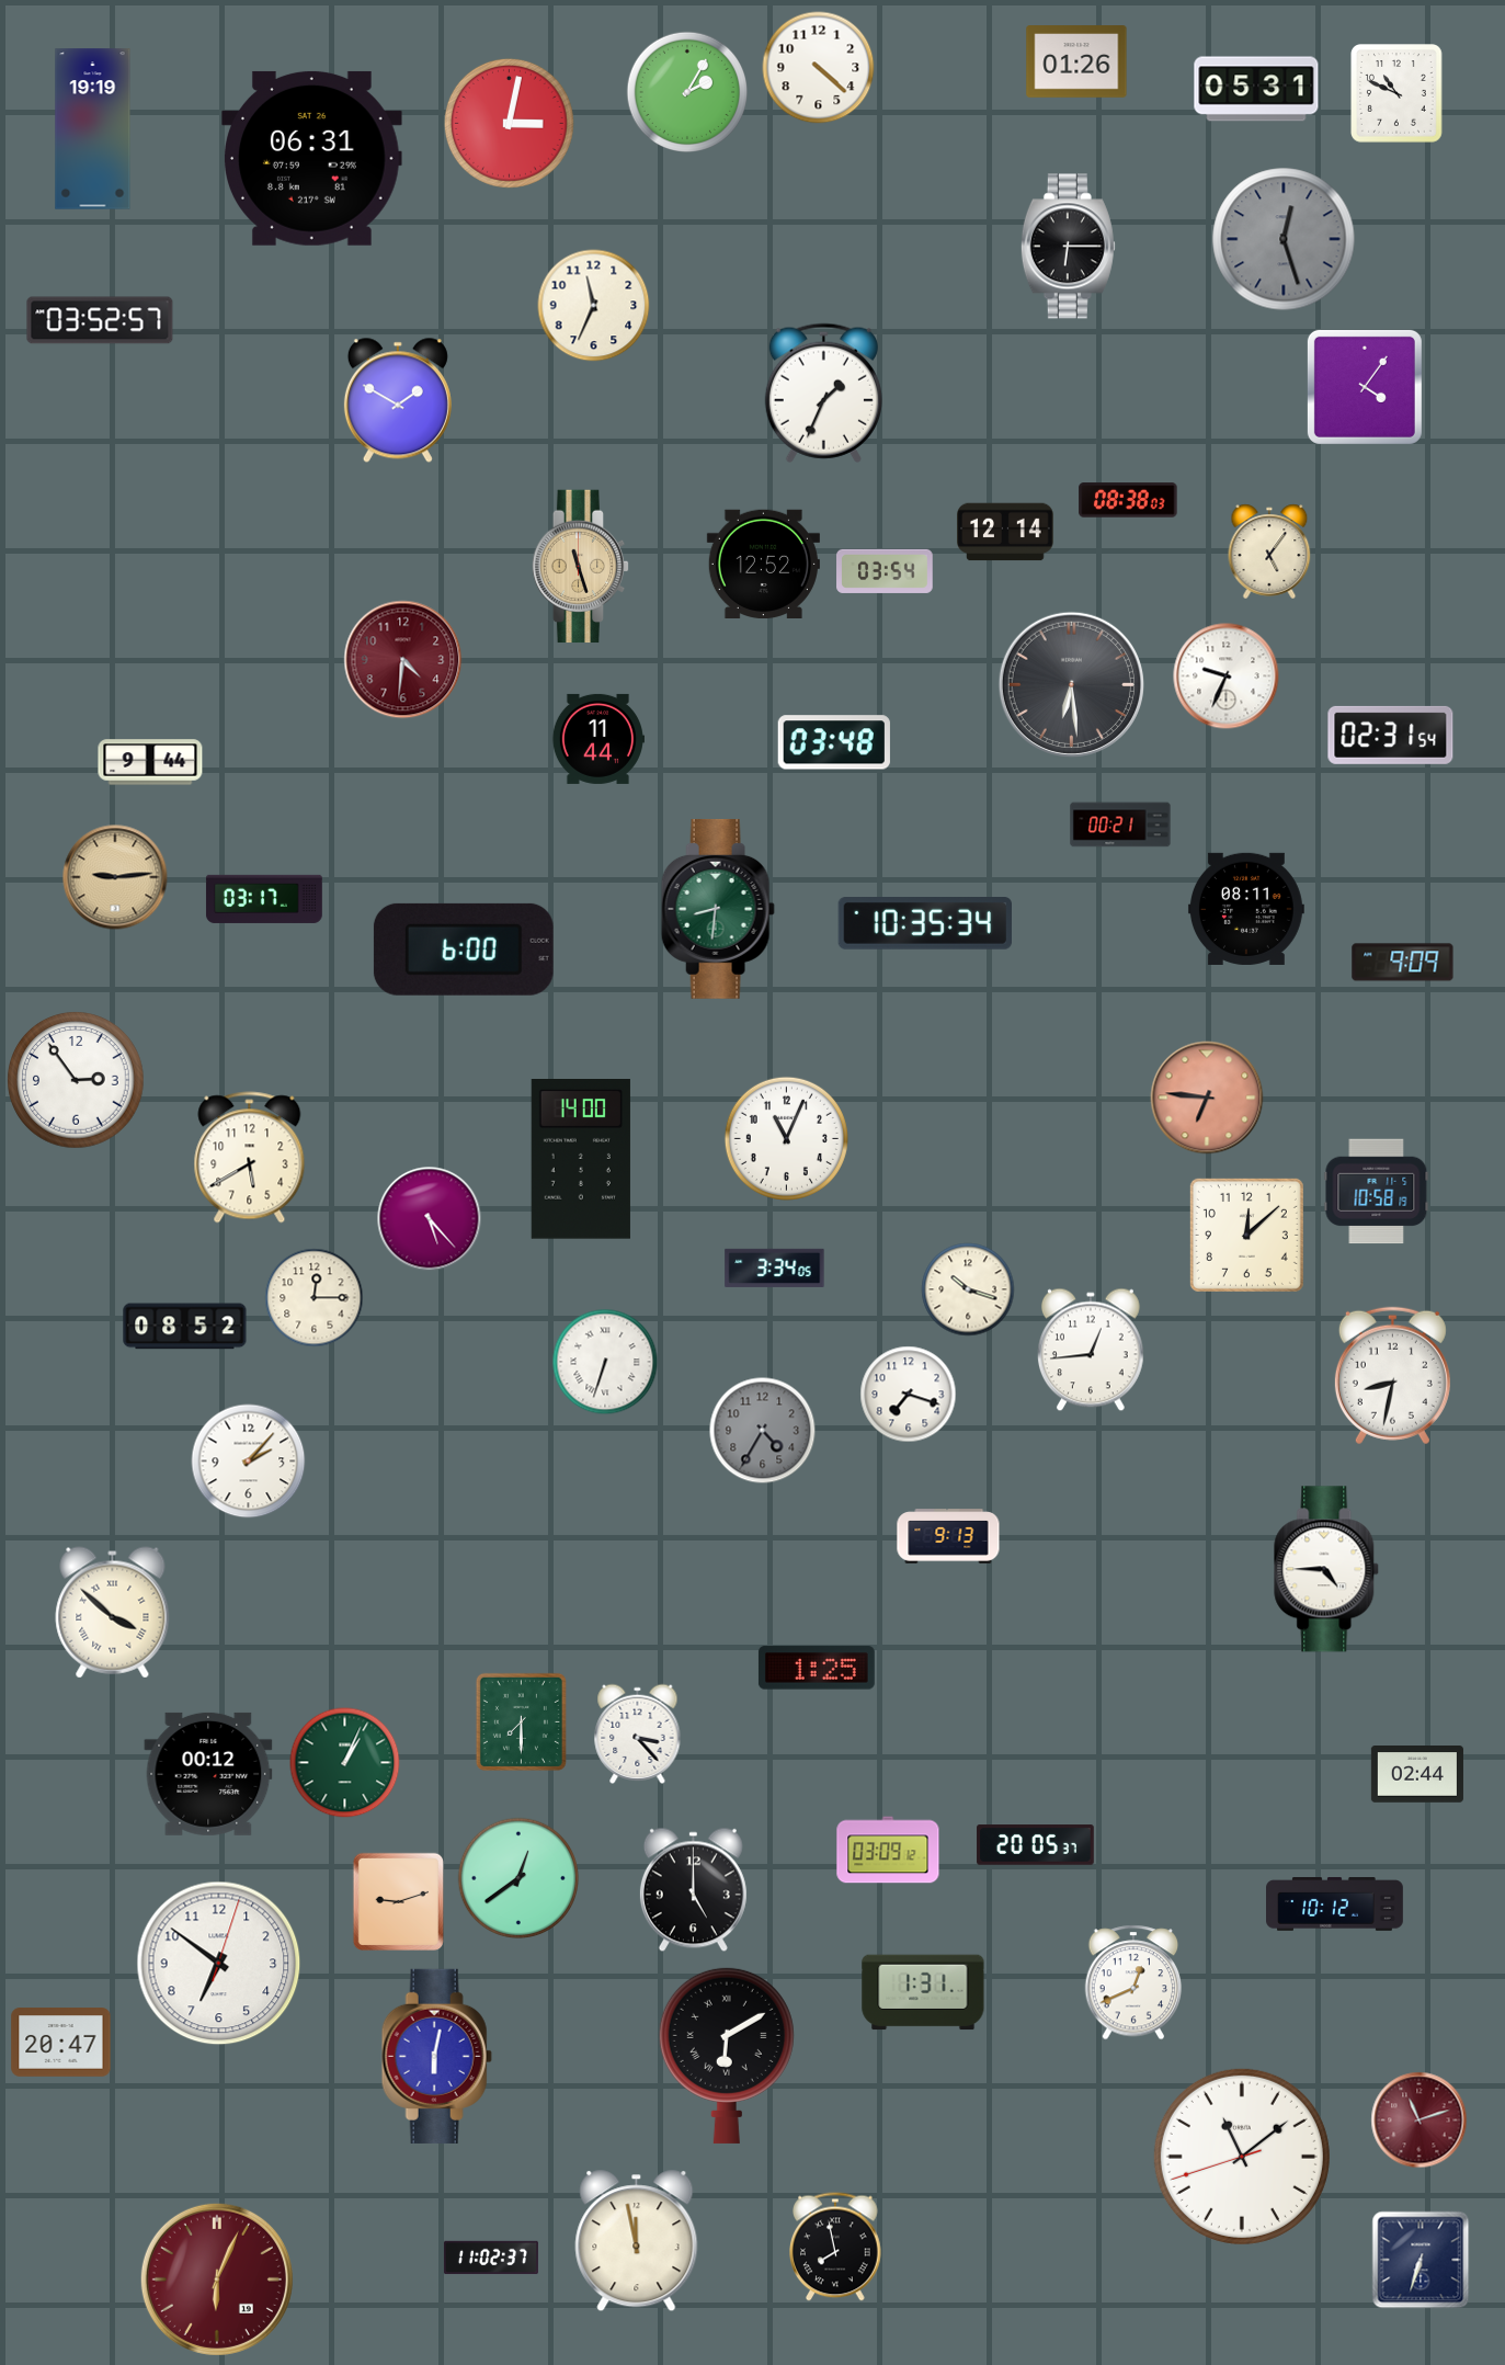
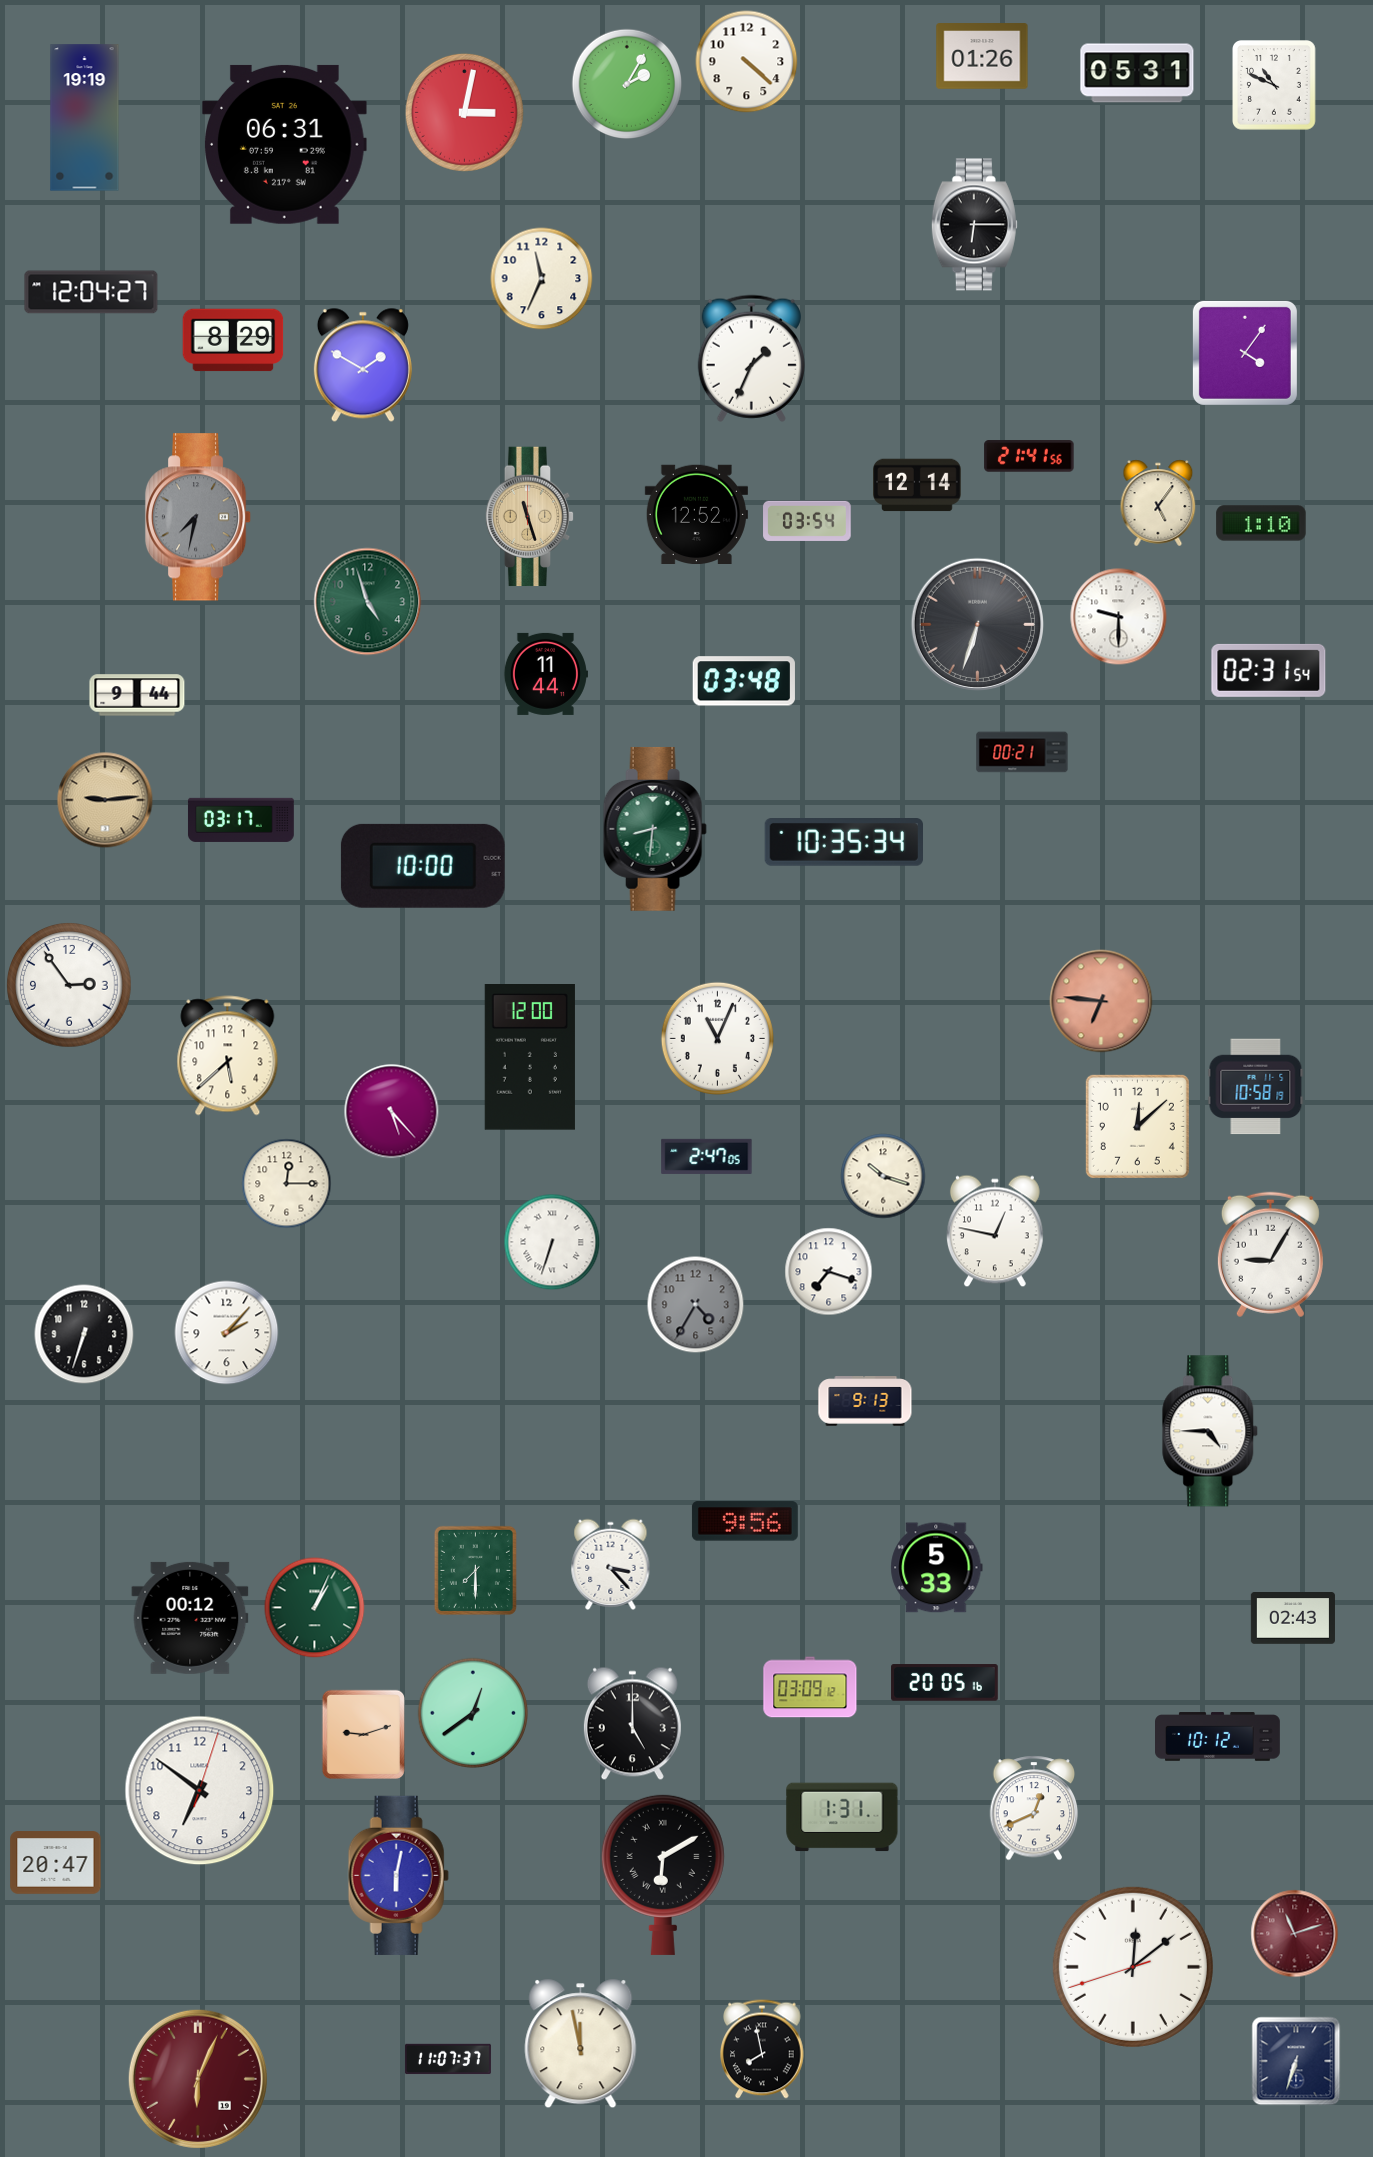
clock at (1256, 89) position: (1256, 89) -> (1137, 73)
clock at (1284, 239): 12:27 -> none
clock at (100, 320): 03:52 -> 12:04
clock at (233, 340): none -> 8:29
clock at (1128, 500): 08:38 -> 21:41
clock at (198, 517): none -> 7:32
clock at (1261, 523): none -> 1:10
clock at (403, 660): 4:31 -> 4:57
clock at (403, 660) dial: burgundy -> green
clock at (1227, 676): 9:34 -> 9:30
clock at (1071, 684): 6:29 -> 6:33
clock at (834, 742) position: (834, 742) -> (744, 681)
clock at (1246, 909): 08:11 -> none
clock at (464, 950): 6:00 -> 10:00
clock at (1403, 963): 9:09 -> none
clock at (250, 1158): 5:40 -> 5:38
clock at (581, 1159): 14:00 -> 12:00
clock at (775, 1267): 3:34 -> 2:47
clock at (185, 1327): 08:52 -> none
clock at (1091, 1350): 12:44 -> 12:47
clock at (1392, 1376): 8:32 -> 9:05
clock at (84, 1334): none -> 6:33
clock at (113, 1613): 3:52 -> none
clock at (817, 1668): 1:25 -> 9:56
clock at (937, 1568): none -> 5:33
clock at (638, 1733) position: (638, 1733) -> (611, 1564)
clock at (1417, 1775): 02:44 -> 02:43
clock at (1036, 1845): 20:05:37 -> 20:05:16
clock at (1242, 2157): 11:08 -> 12:08
clock at (491, 2258): 11:02 -> 11:07
